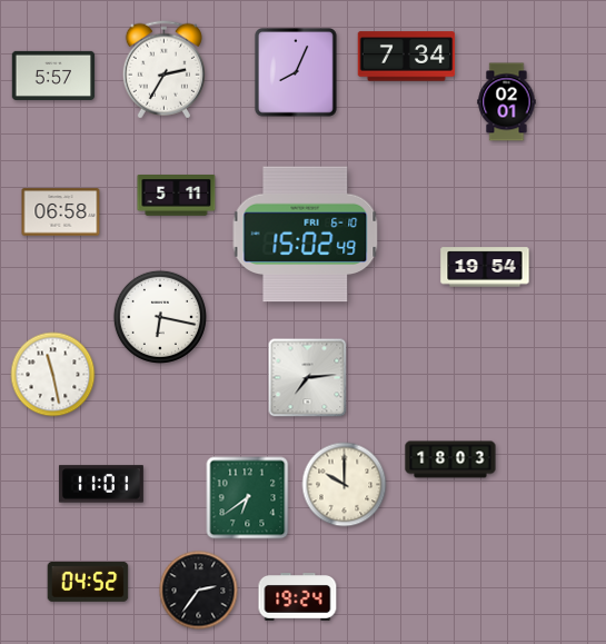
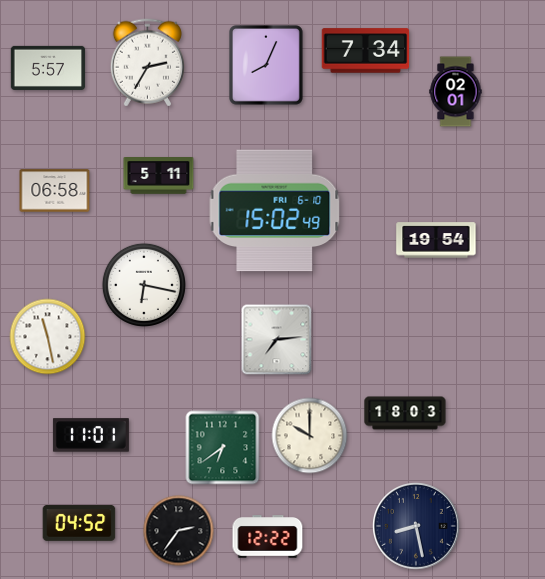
clock at (416, 526): none -> 8:28
clock at (298, 597): 19:24 -> 12:22
